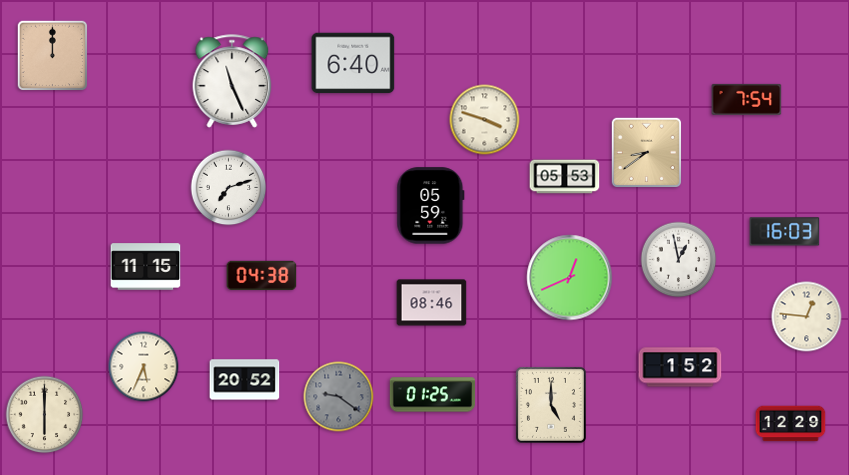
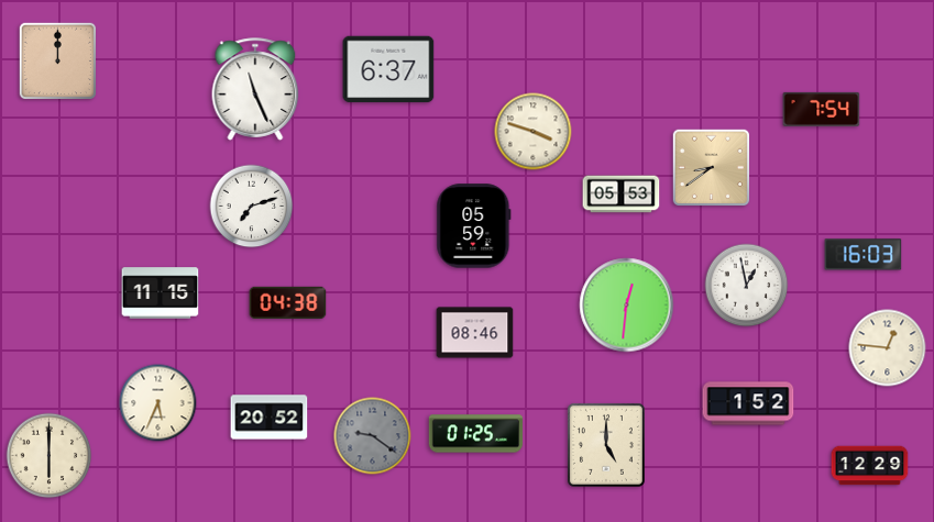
clock at (353, 63): 6:40 -> 6:37
clock at (570, 278): 12:41 -> 12:31
